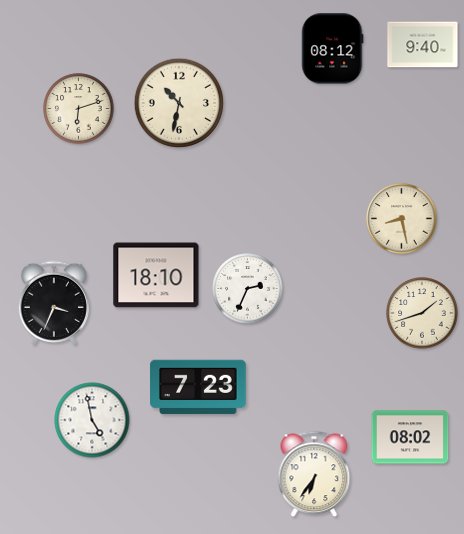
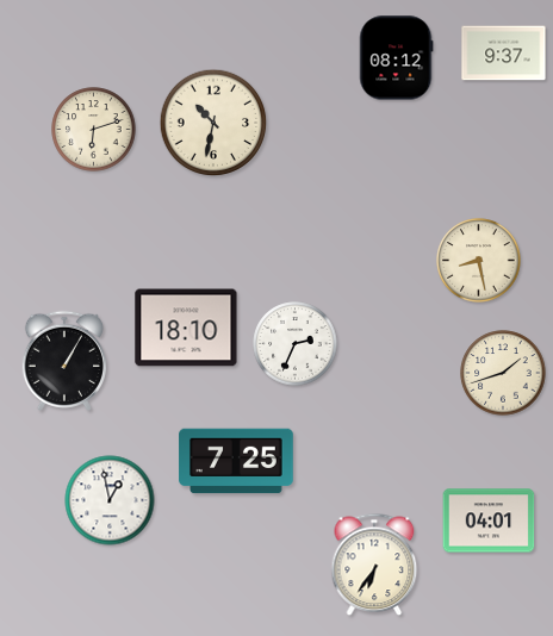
clock at (423, 45): 9:40 -> 9:37
clock at (53, 303): 3:34 -> 1:05
clock at (198, 387): 7:23 -> 7:25
clock at (92, 420): 4:58 -> 12:58
clock at (410, 437): 08:02 -> 04:01
